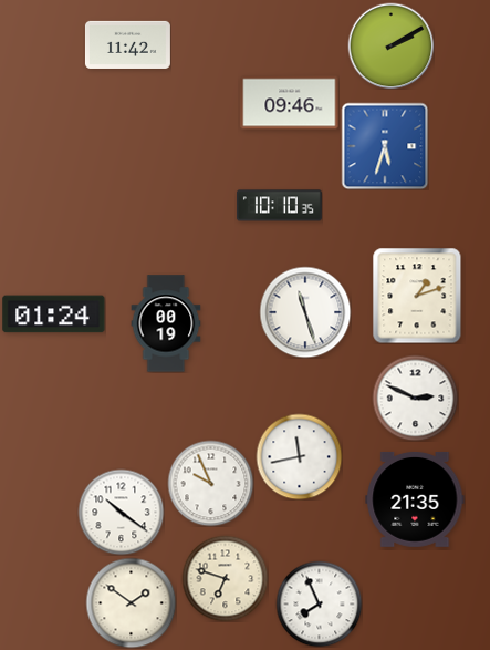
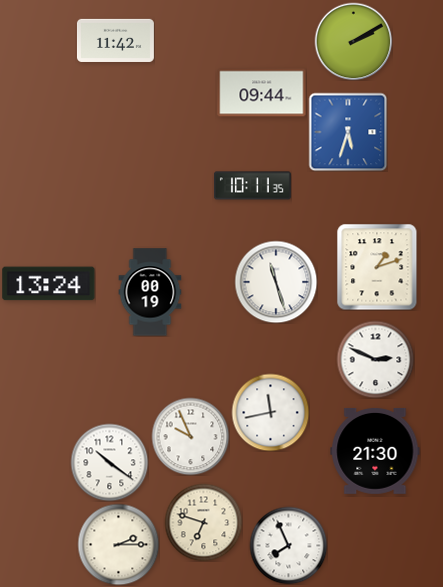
clock at (290, 103): 09:46 -> 09:44
clock at (279, 206): 10:10 -> 10:11
clock at (54, 314): 01:24 -> 13:24
clock at (415, 499): 21:35 -> 21:30
clock at (131, 602): 1:51 -> 2:15
